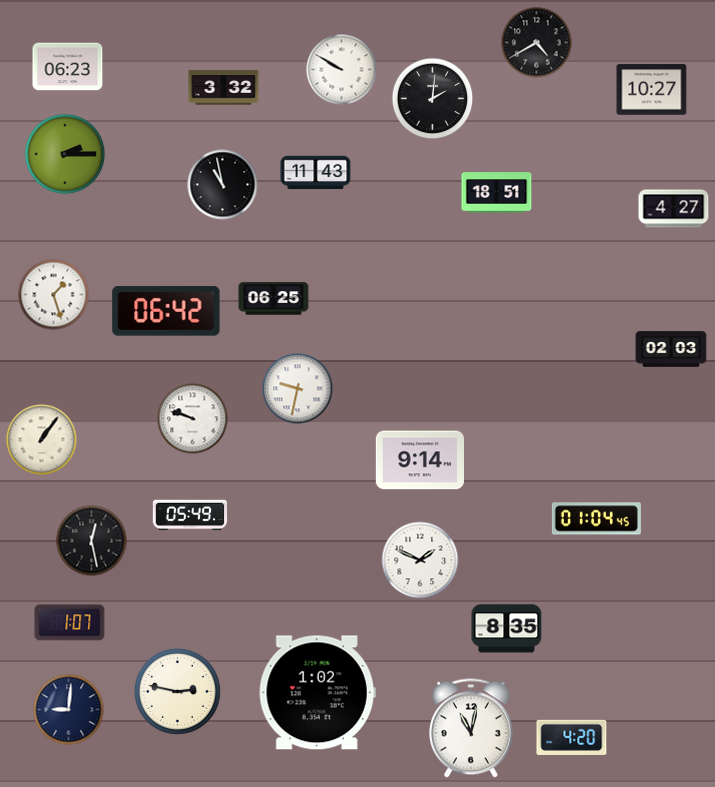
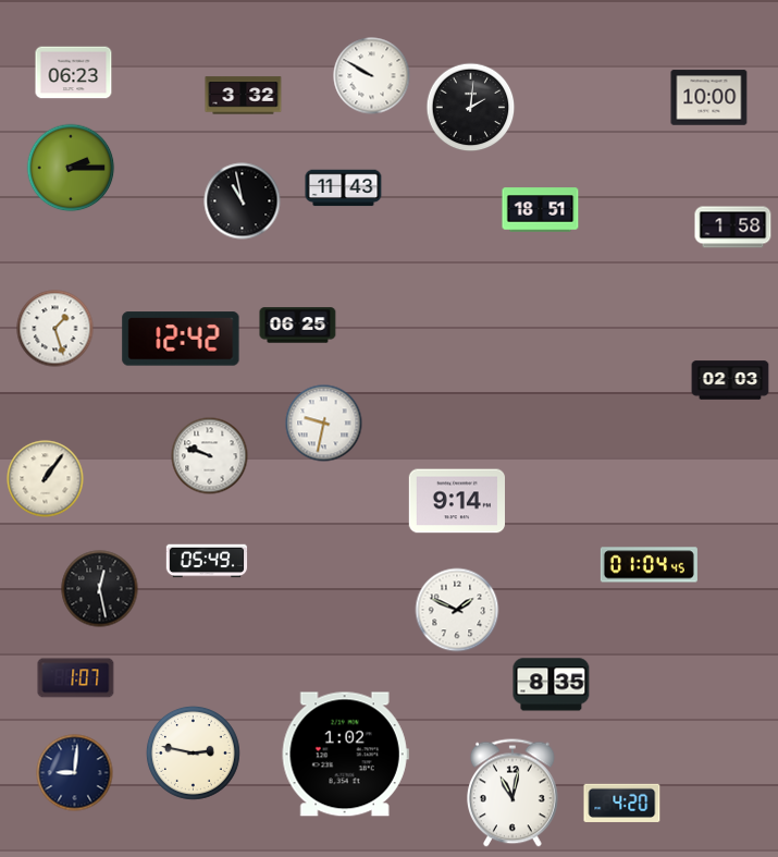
clock at (537, 43): 4:40 -> none
clock at (652, 90): 10:27 -> 10:00
clock at (674, 209): 4:27 -> 1:58
clock at (54, 295) position: (54, 295) -> (55, 329)
clock at (166, 311): 06:42 -> 12:42
